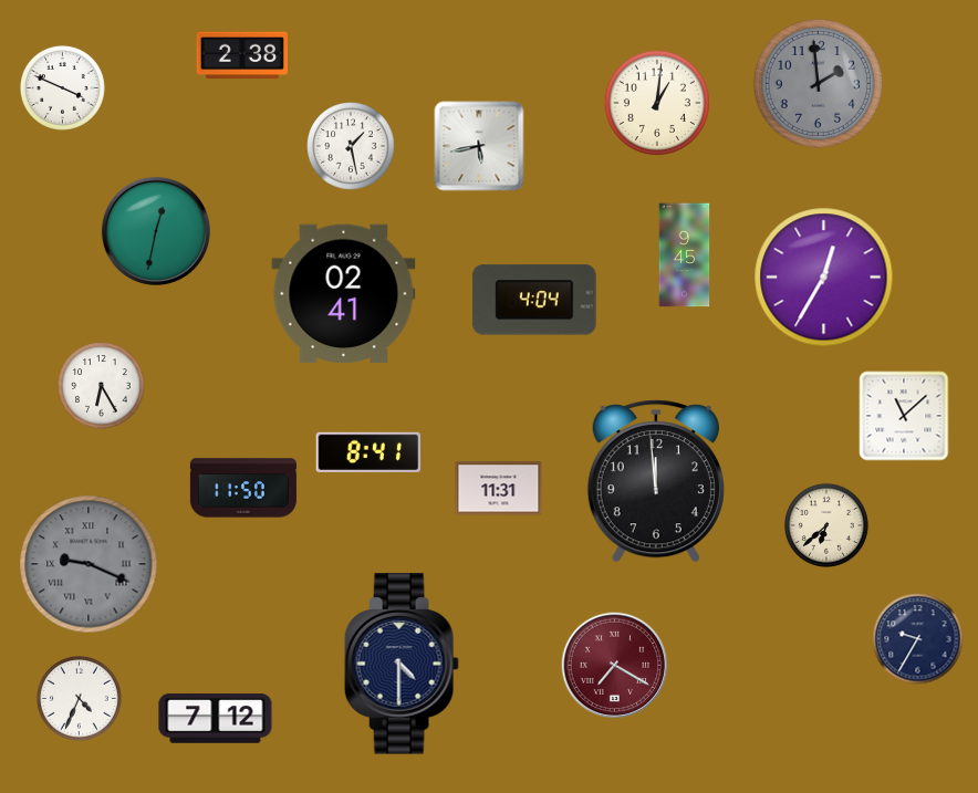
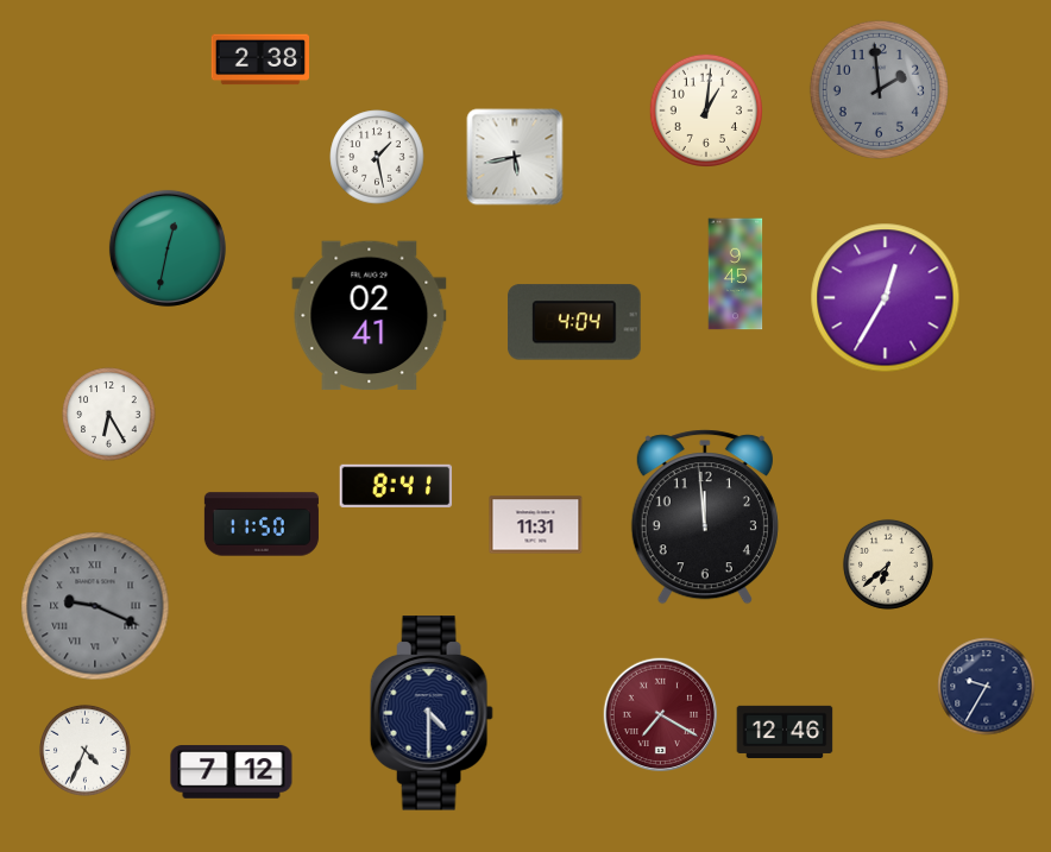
clock at (62, 87): 3:49 -> none
clock at (904, 416): 11:08 -> none
clock at (785, 731): none -> 12:46
